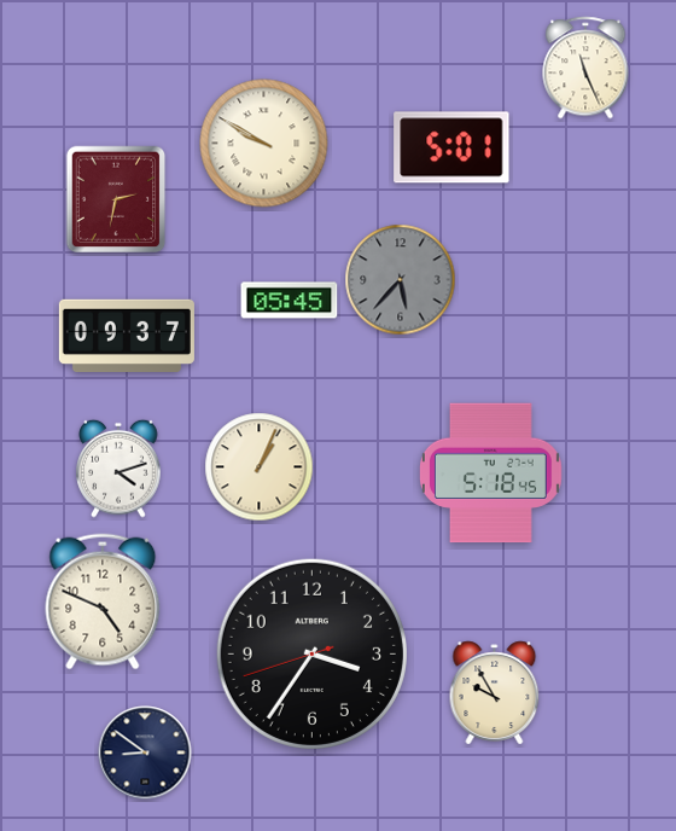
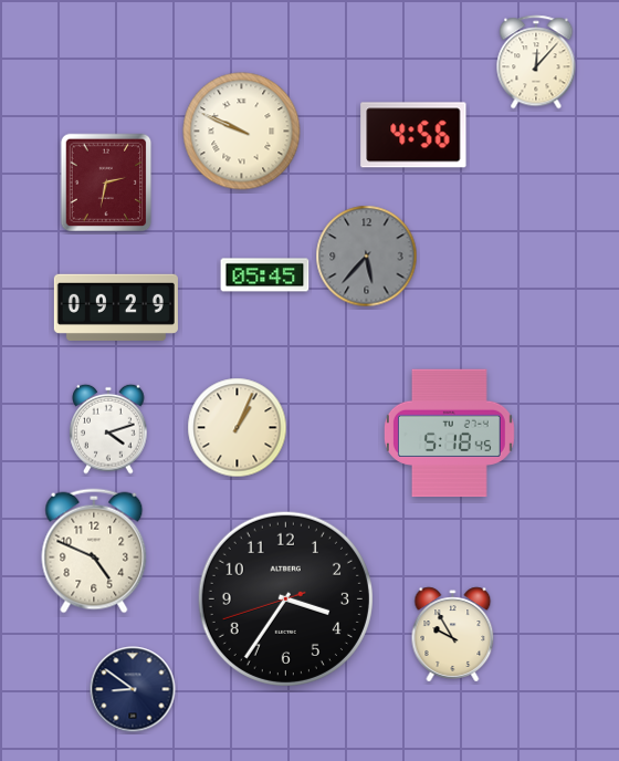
clock at (585, 68): 11:26 -> 12:07
clock at (264, 144): 9:50 -> 9:49
clock at (451, 147): 5:01 -> 4:56
clock at (127, 336): 09:37 -> 09:29
